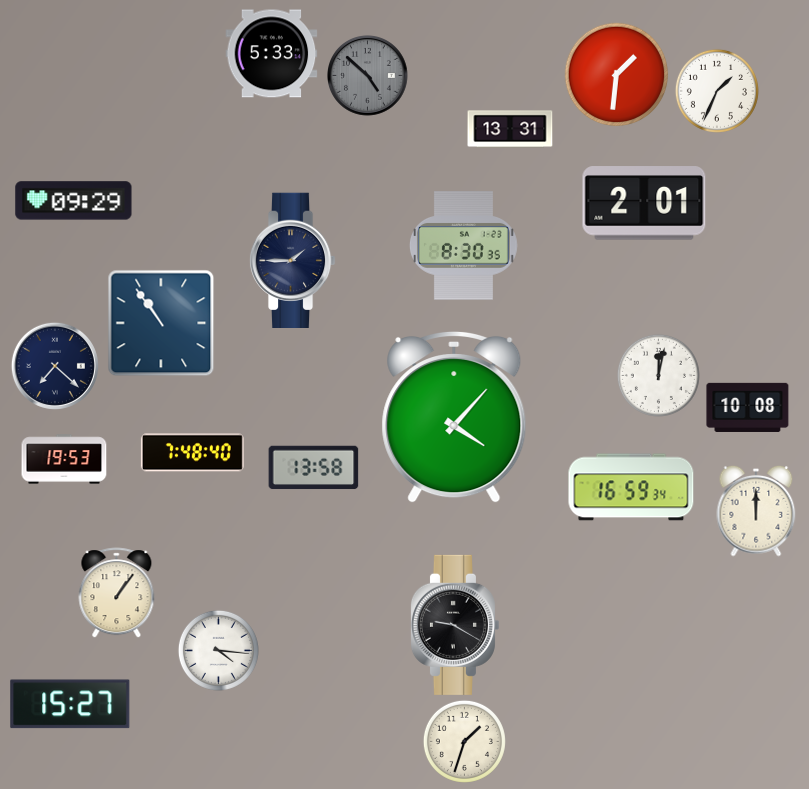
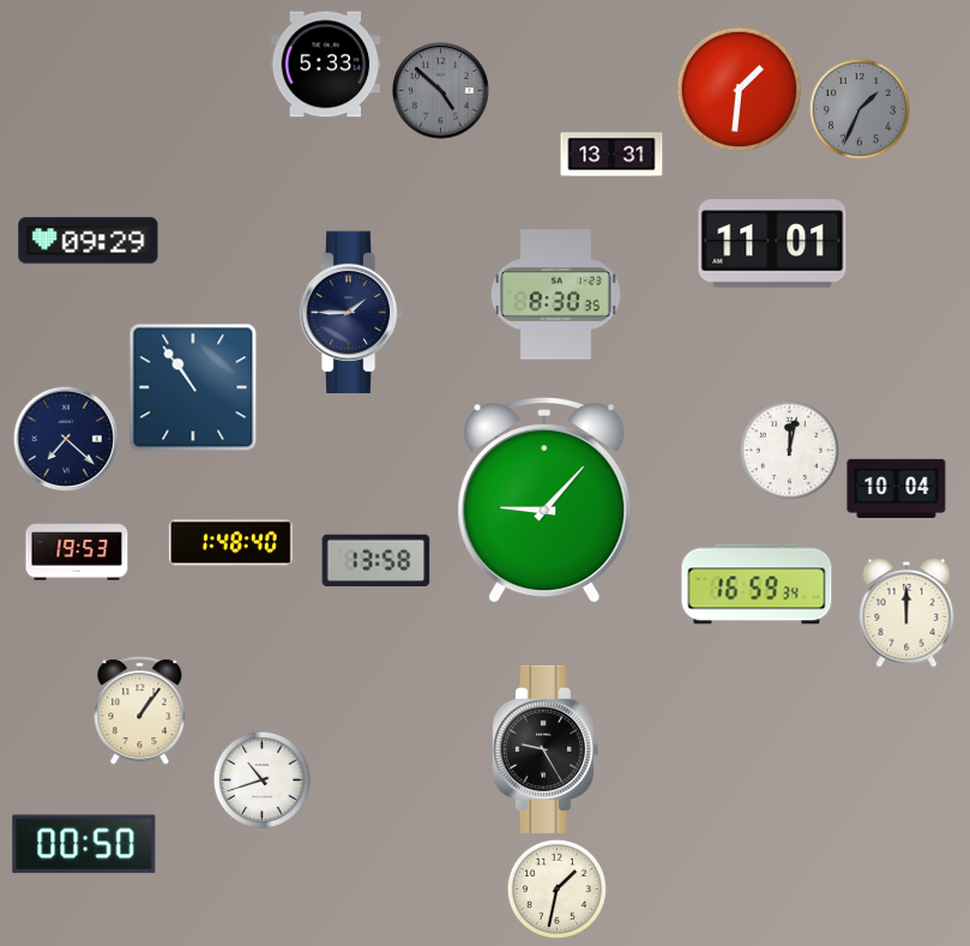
clock at (717, 91) dial: white -> grey
clock at (644, 203): 2:01 -> 11:01
clock at (748, 407): 10:08 -> 10:04
clock at (454, 417): 4:07 -> 9:07
clock at (192, 453): 7:48 -> 1:48
clock at (454, 625): 9:20 -> 9:25
clock at (218, 650): 4:16 -> 10:42
clock at (70, 704): 15:27 -> 00:50
clock at (464, 741): 1:33 -> 1:32
